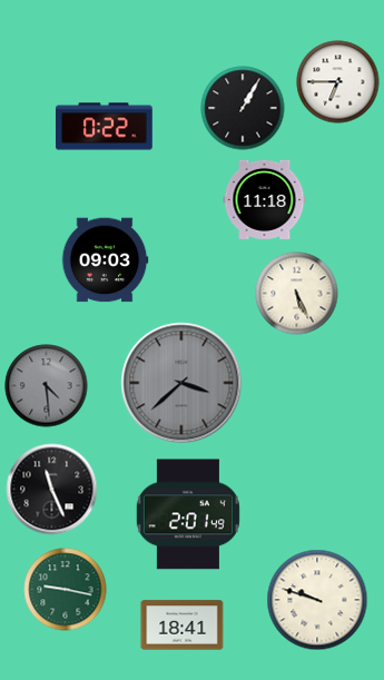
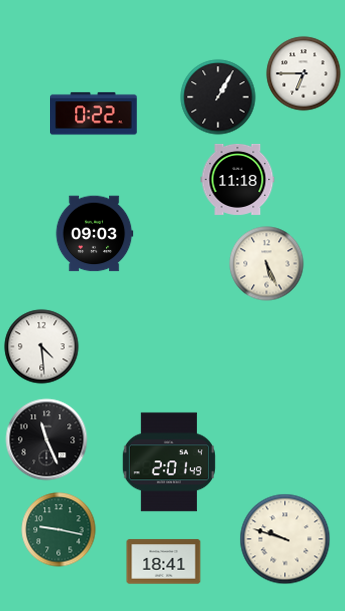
clock at (181, 383): 3:38 -> none
clock at (47, 386) dial: grey -> white
